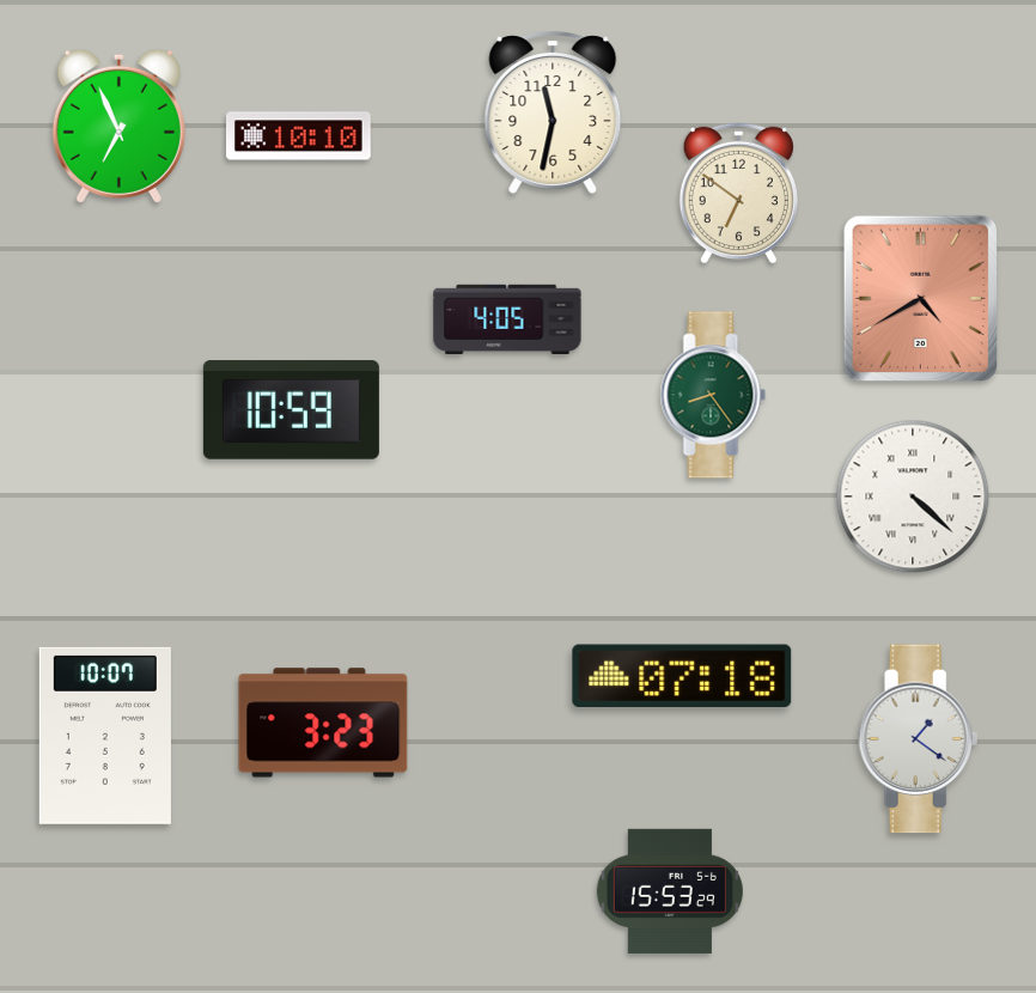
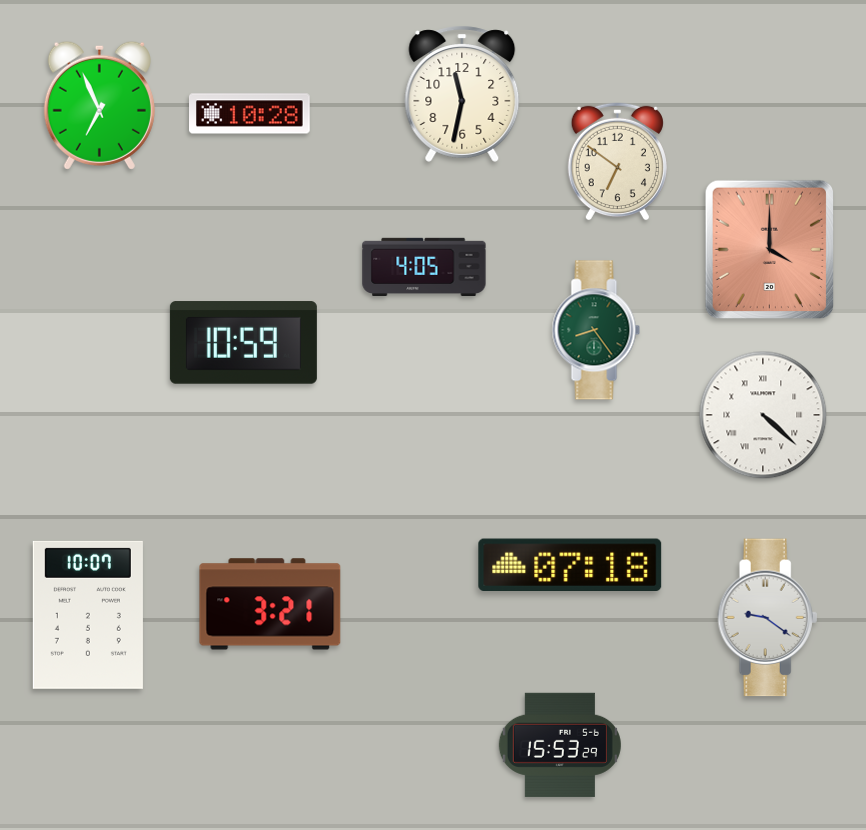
clock at (299, 136): 10:10 -> 10:28
clock at (920, 299): 4:40 -> 4:00
clock at (323, 723): 3:23 -> 3:21
clock at (919, 739): 1:21 -> 9:21
